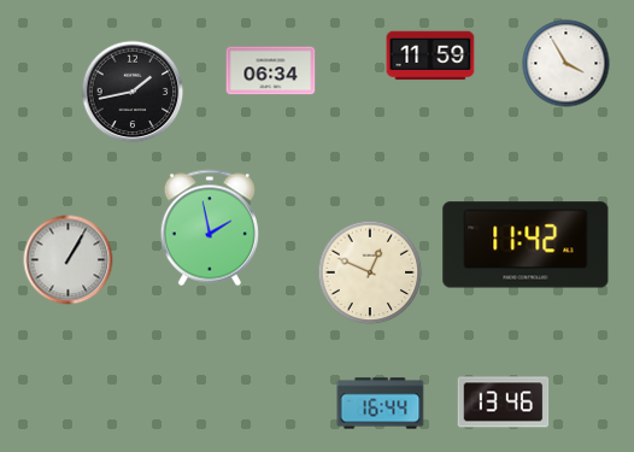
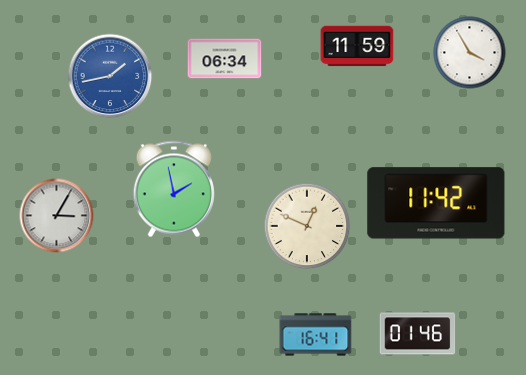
clock at (133, 92) dial: black -> blue
clock at (69, 260): 1:05 -> 3:05
clock at (504, 403): 13:46 -> 01:46
clock at (381, 404): 16:44 -> 16:41
